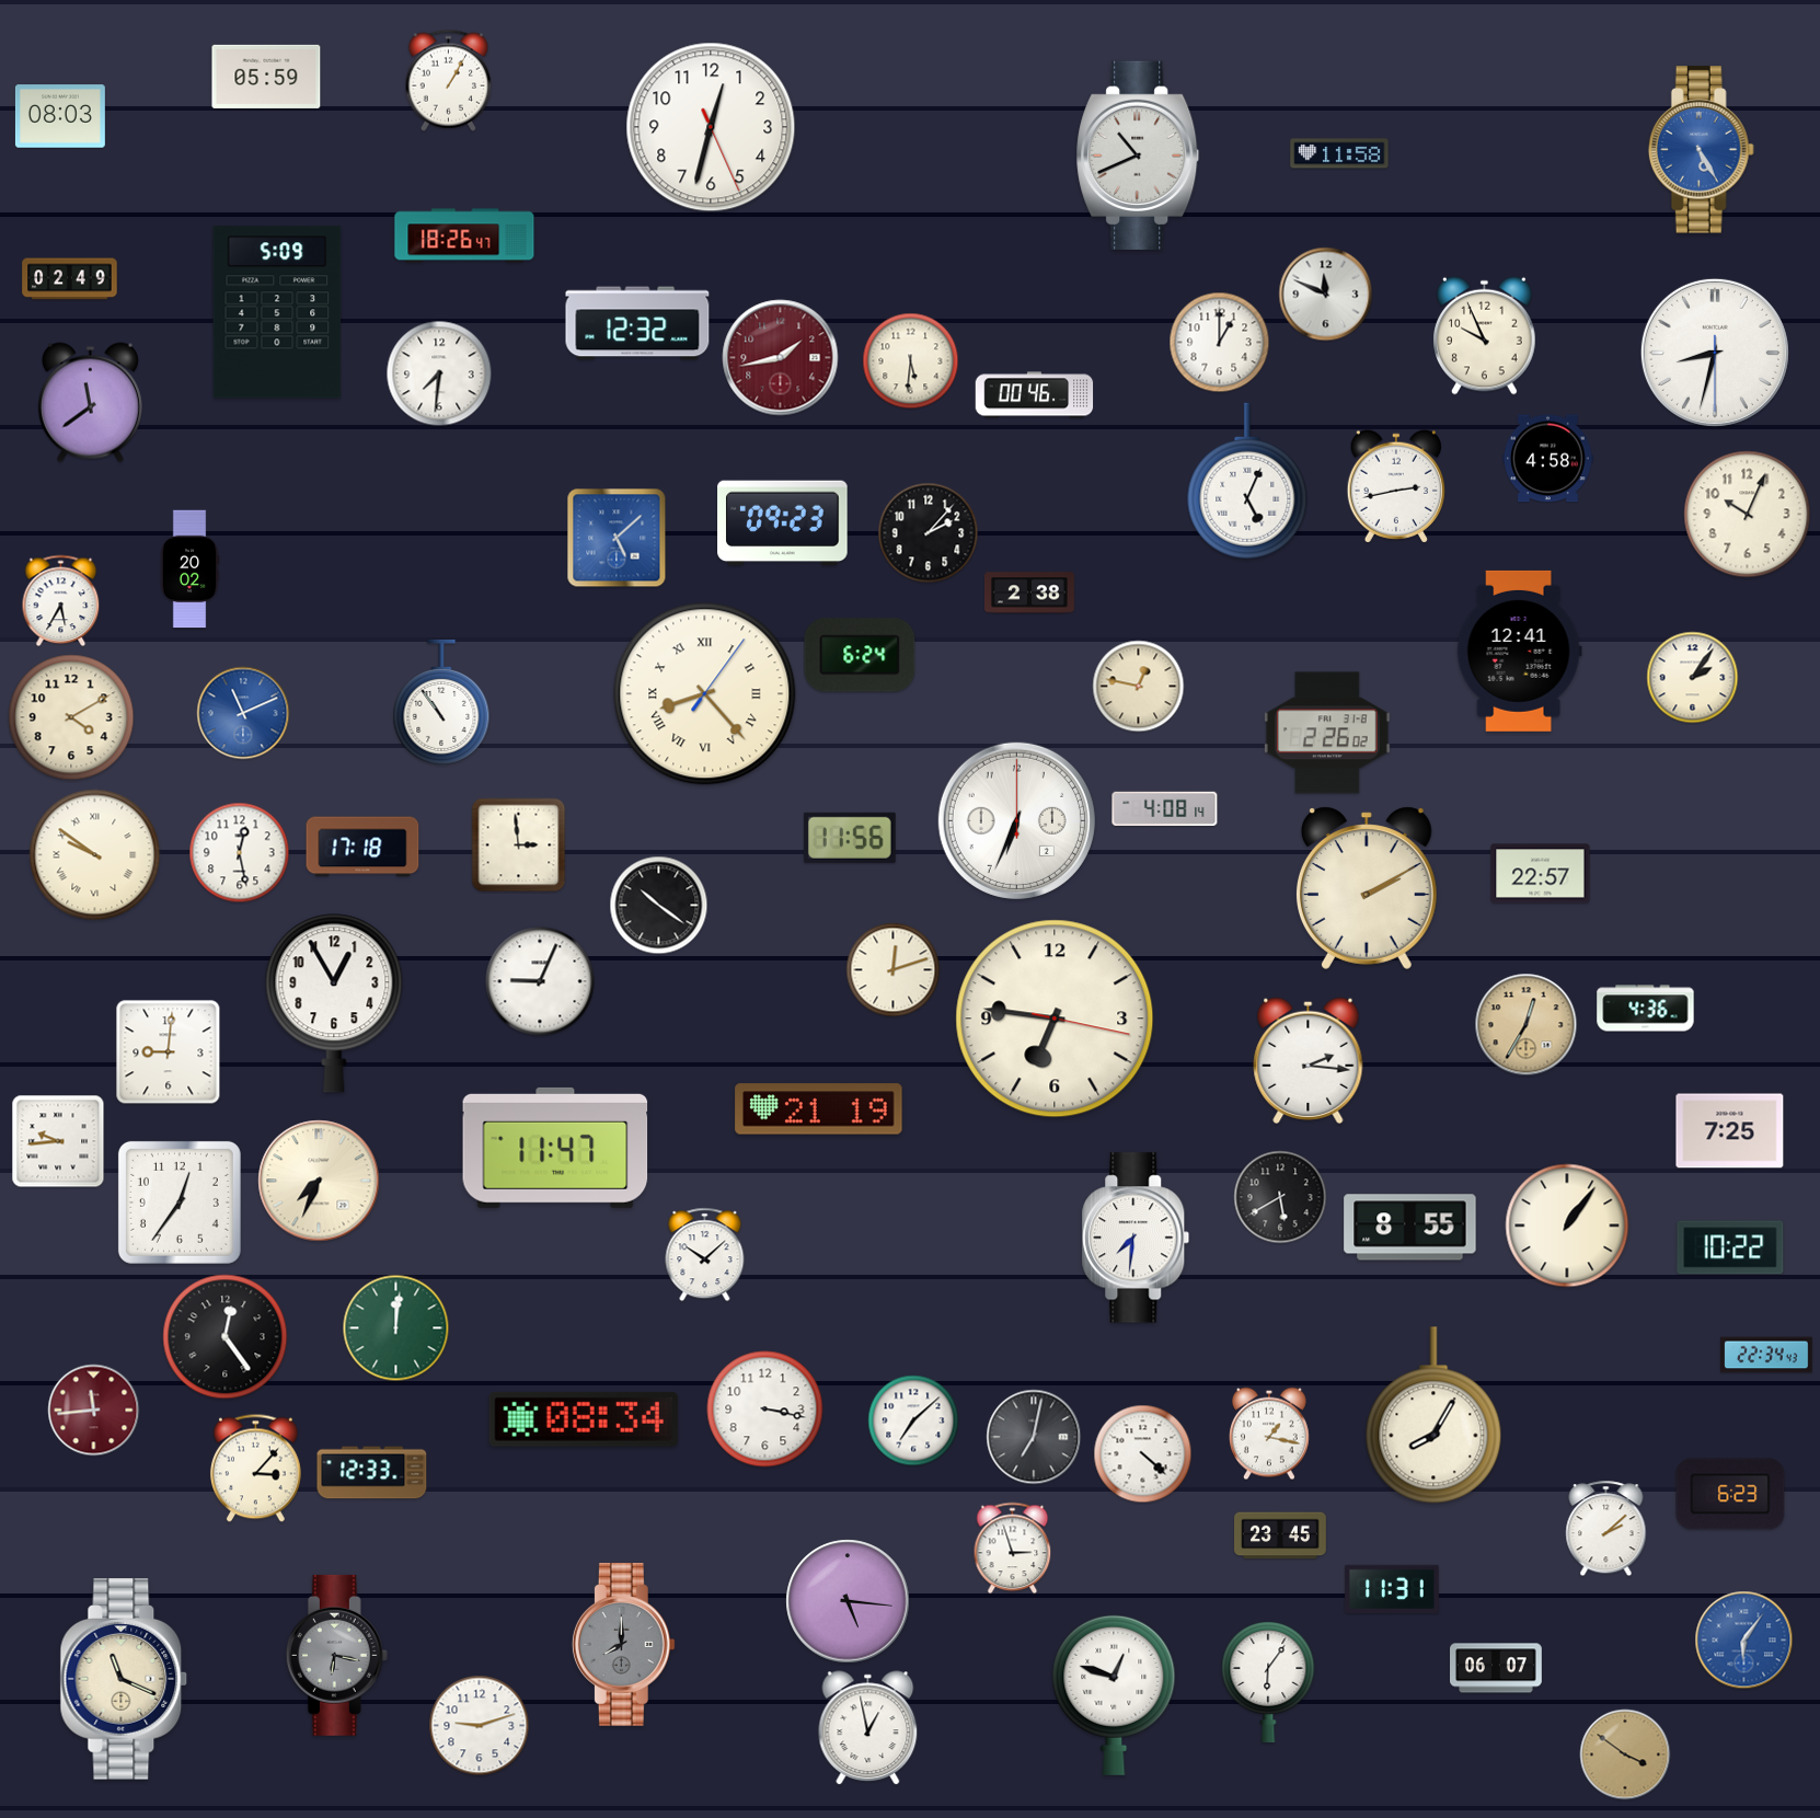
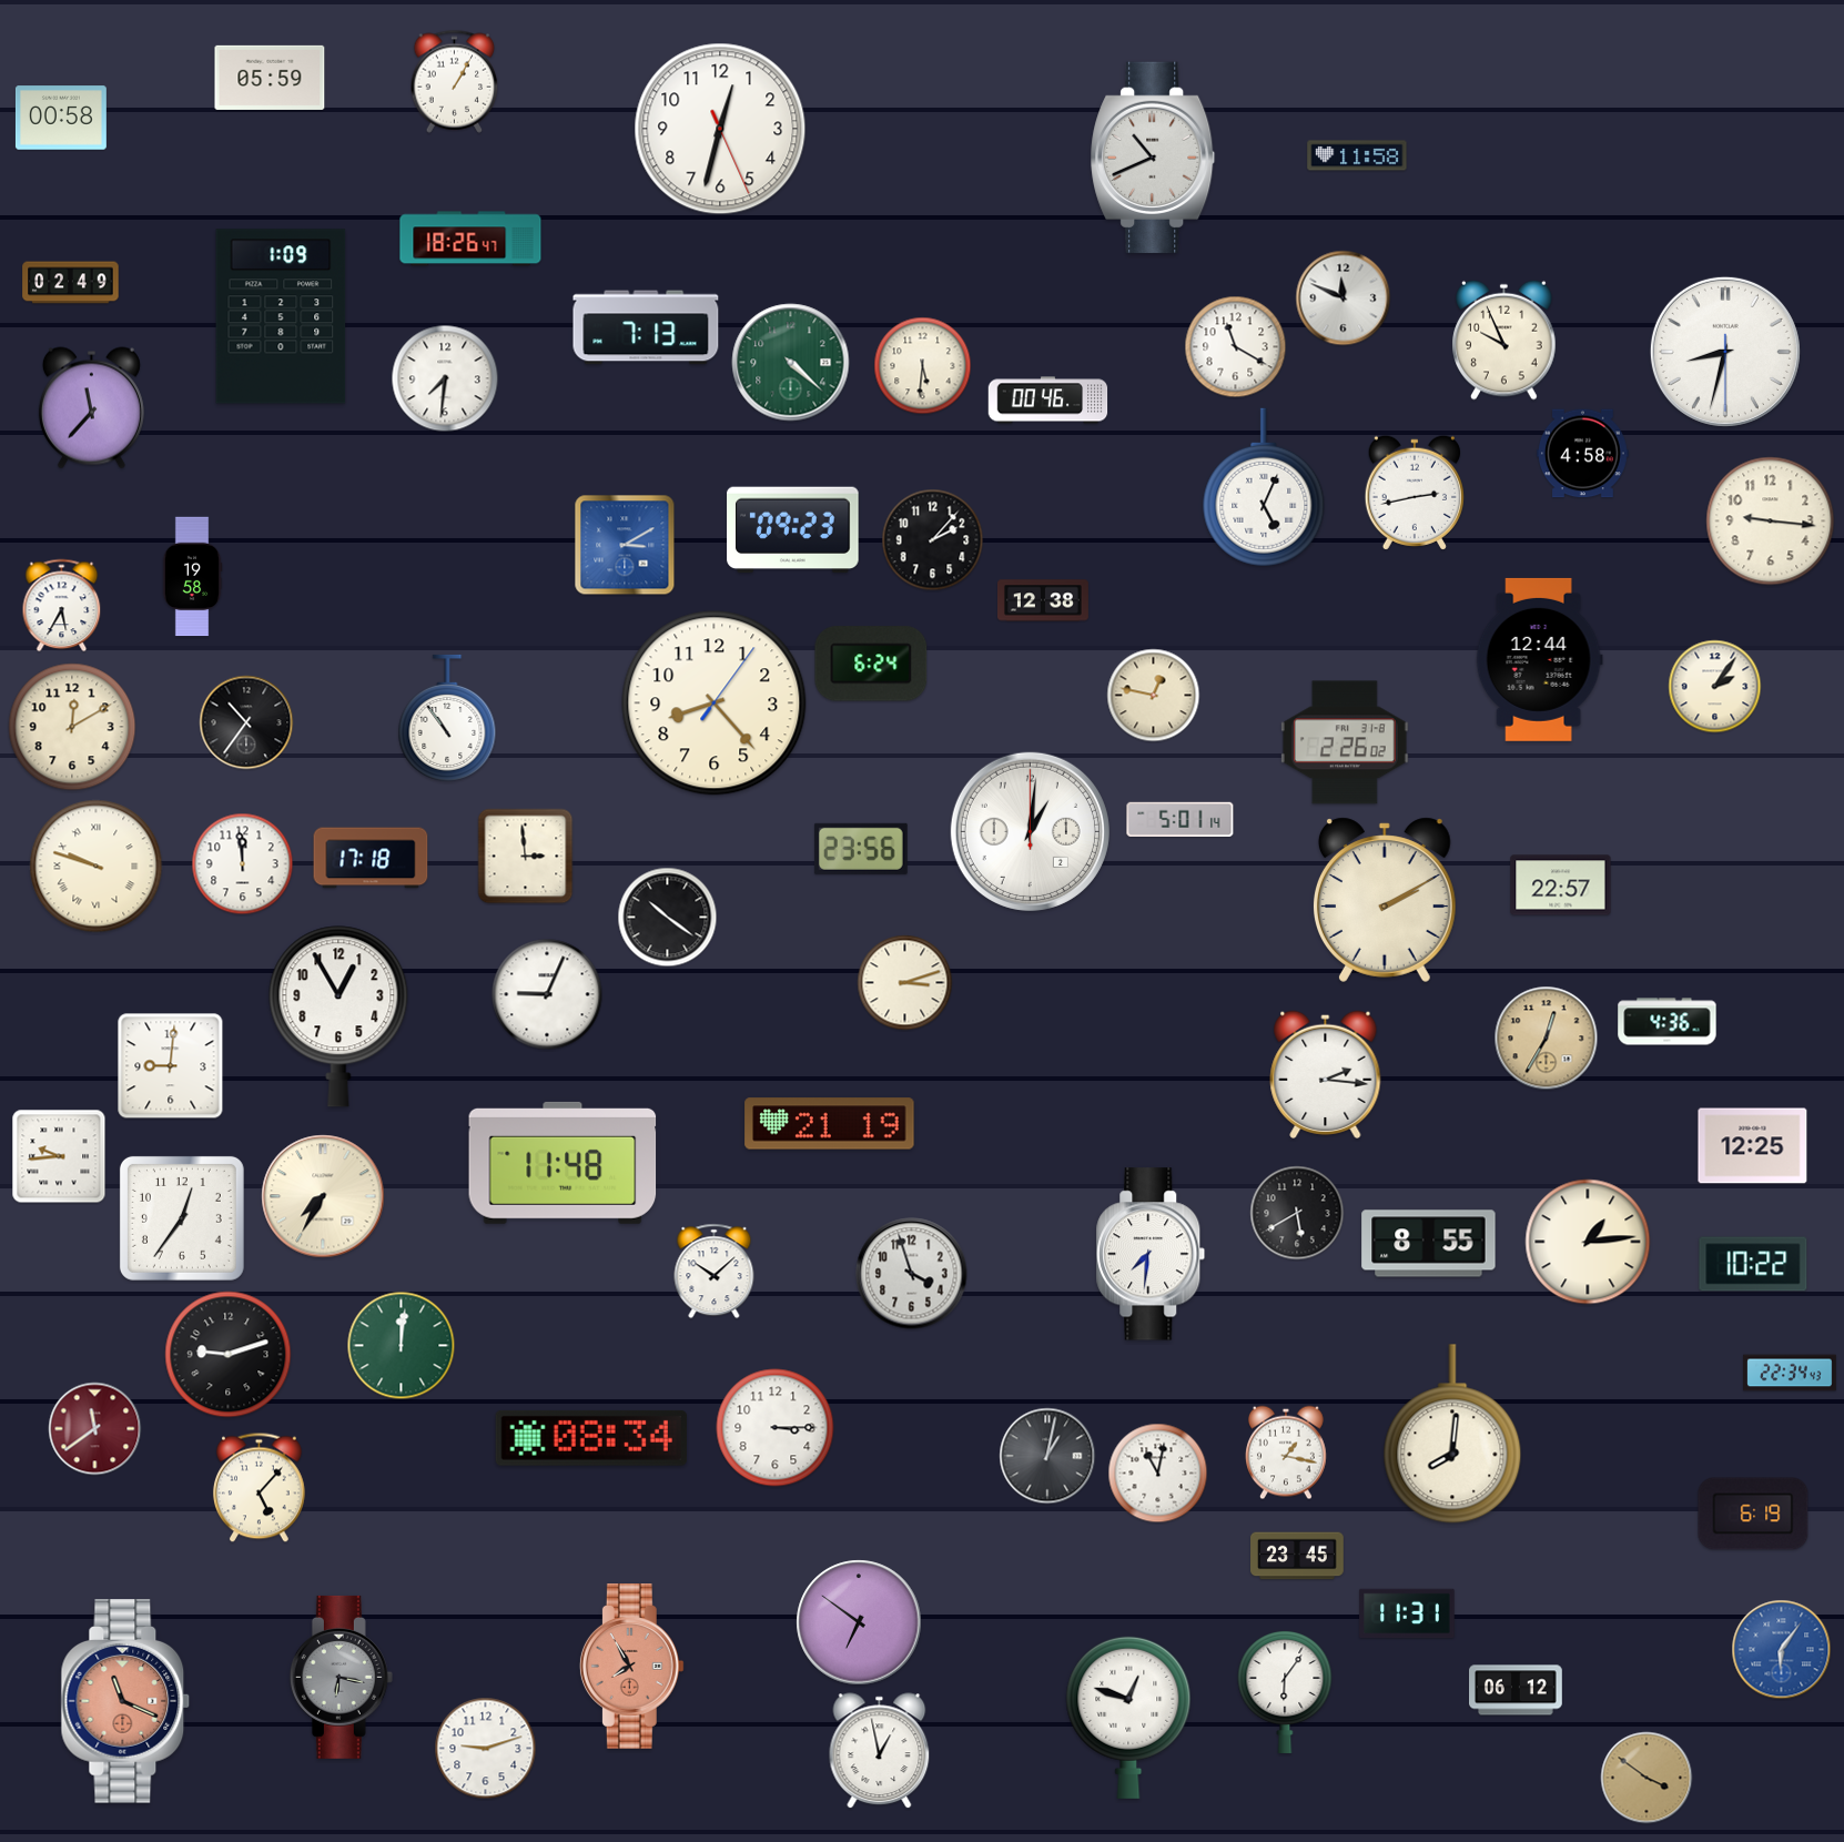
clock at (60, 116): 08:03 -> 00:58
clock at (1701, 150): 5:25 -> none
clock at (277, 312): 5:09 -> 1:09
clock at (637, 323): 12:32 -> 7:13
clock at (1220, 343): 1:00 -> 11:20
clock at (1715, 353) position: (1715, 353) -> (1725, 352)
clock at (781, 358): 1:43 -> 4:22
clock at (781, 358) dial: burgundy -> green
clock at (90, 403): 11:39 -> 11:37
clock at (1547, 459) position: (1547, 459) -> (1582, 454)
clock at (1748, 515): 10:04 -> 9:16
clock at (929, 533) position: (929, 533) -> (933, 540)
clock at (617, 538): 5:08 -> 3:10
clock at (189, 569): 20:02 -> 19:58
clock at (1029, 592): 2:38 -> 12:38
clock at (61, 601) position: (61, 601) -> (62, 606)
clock at (1519, 651): 12:41 -> 12:44
clock at (705, 694) numerals: Roman -> Arabic
clock at (441, 702) position: (441, 702) -> (447, 718)
clock at (243, 713): 11:11 -> 10:36
clock at (243, 713) dial: blue -> black
clock at (71, 717): 4:10 -> 12:10
clock at (1165, 808): 4:08 -> 5:01
clock at (1016, 820): 6:34 -> 1:01
clock at (850, 838): 11:56 -> 23:56
clock at (362, 847) position: (362, 847) -> (371, 858)
clock at (240, 853): 12:28 -> 11:59
clock at (95, 855): 9:51 -> 9:48
clock at (894, 970): 12:12 -> 3:12
clock at (1055, 1019): 6:46 -> none
clock at (1730, 1131): 7:25 -> 12:25
clock at (555, 1148): 11:47 -> 11:48
clock at (319, 1181): 7:34 -> 7:35
clock at (1567, 1226): 1:06 -> 1:14
clock at (912, 1274): none -> 3:57
clock at (226, 1337): 12:24 -> 9:12
clock at (765, 1409): 3:17 -> 3:15
clock at (94, 1411): 11:44 -> 11:39
clock at (1433, 1415): 8:05 -> 8:01
clock at (913, 1420): 7:08 -> none
clock at (1034, 1437): 7:02 -> 1:02
clock at (1143, 1454): 4:22 -> 11:02
clock at (255, 1469): 3:07 -> 5:07
clock at (372, 1473): 12:33 -> none
clock at (1730, 1494): 6:23 -> 6:19
clock at (1606, 1529): 2:08 -> none
clock at (1013, 1549): 2:57 -> none
clock at (1392, 1589) position: (1392, 1589) -> (1407, 1613)
clock at (848, 1601): 5:16 -> 6:51
clock at (1744, 1641) position: (1744, 1641) -> (1782, 1650)
clock at (623, 1645): 8:00 -> 7:55
clock at (623, 1645) dial: grey -> salmon
clock at (1496, 1668): 06:07 -> 06:12
clock at (124, 1679) dial: cream -> salmon
clock at (1268, 1681) position: (1268, 1681) -> (1285, 1691)
